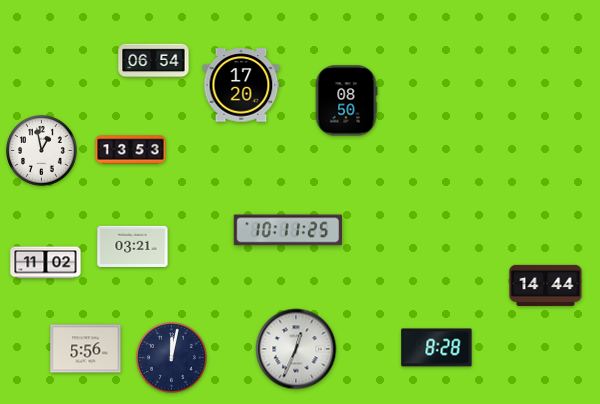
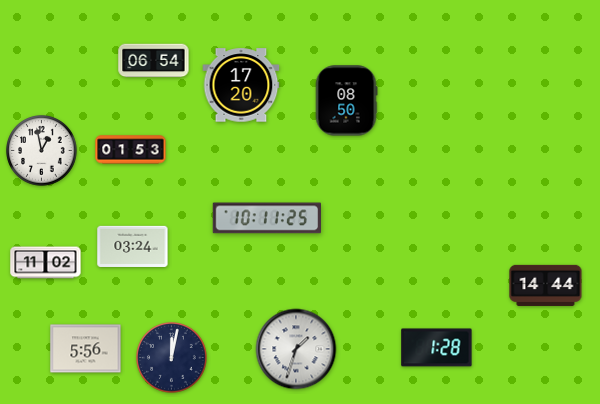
clock at (131, 150): 13:53 -> 01:53
clock at (287, 230) position: (287, 230) -> (266, 218)
clock at (133, 246): 03:21 -> 03:24
clock at (437, 348): 8:28 -> 1:28
clock at (296, 349): 12:34 -> 1:33
